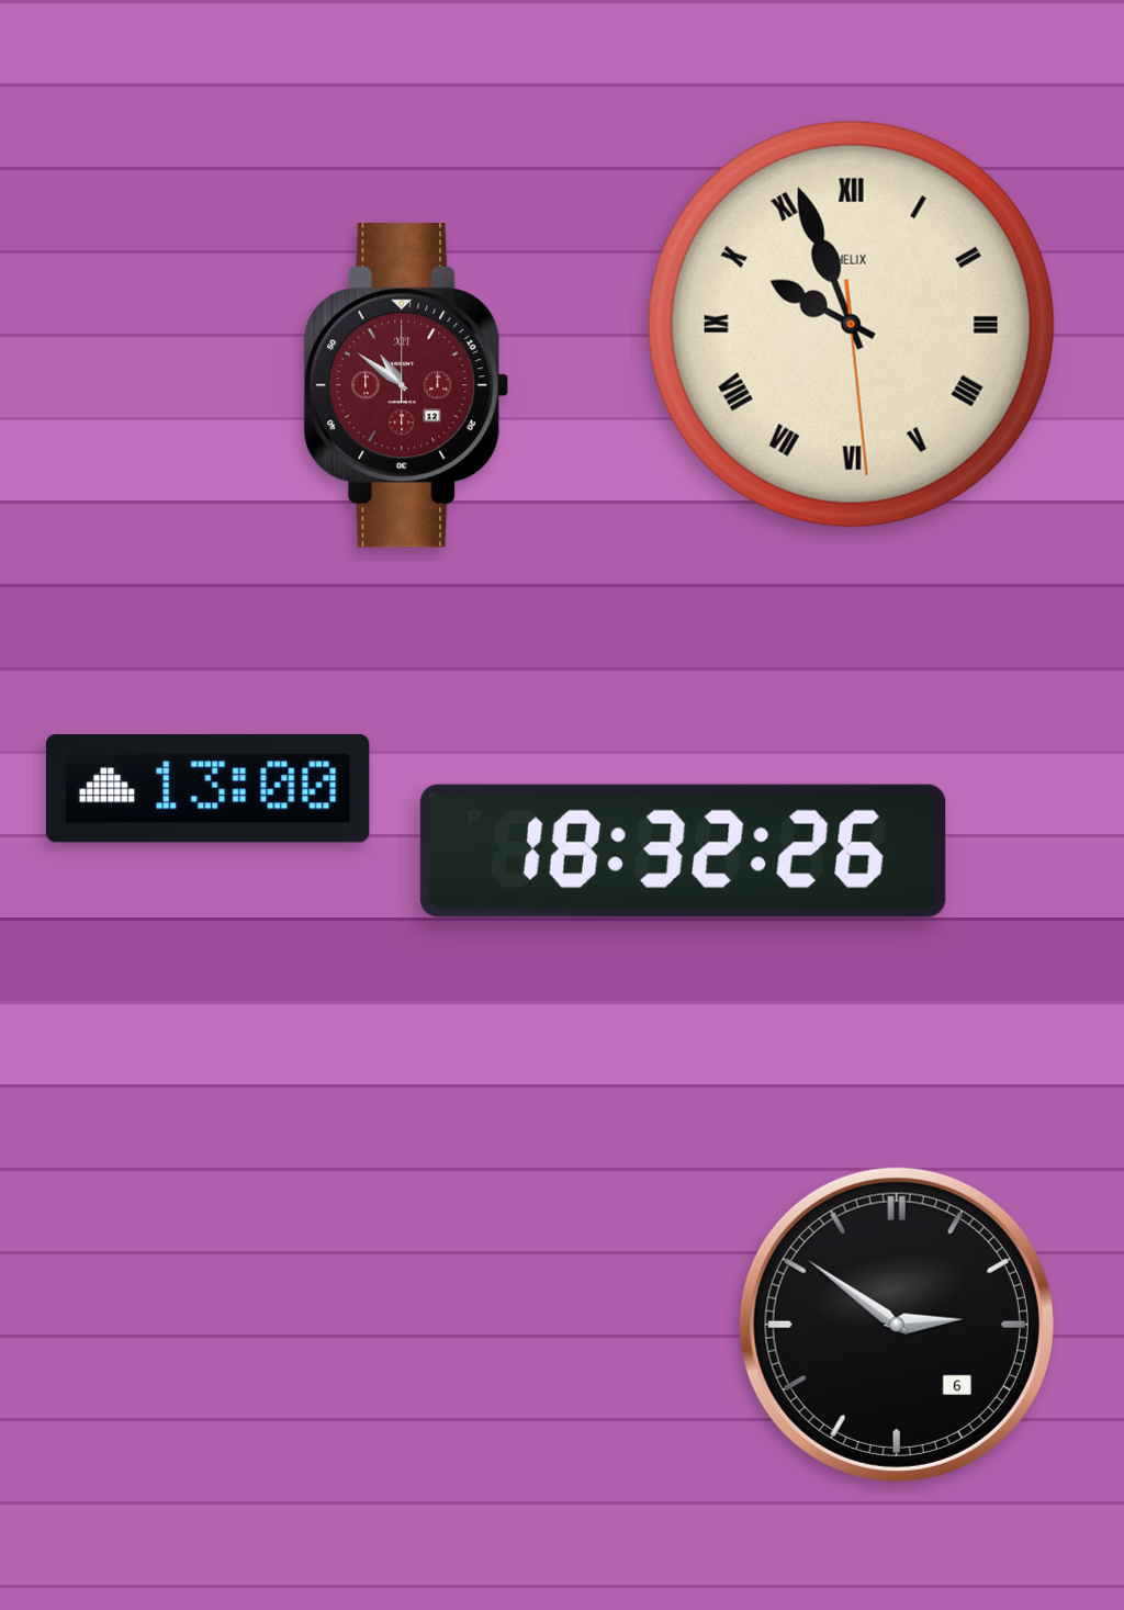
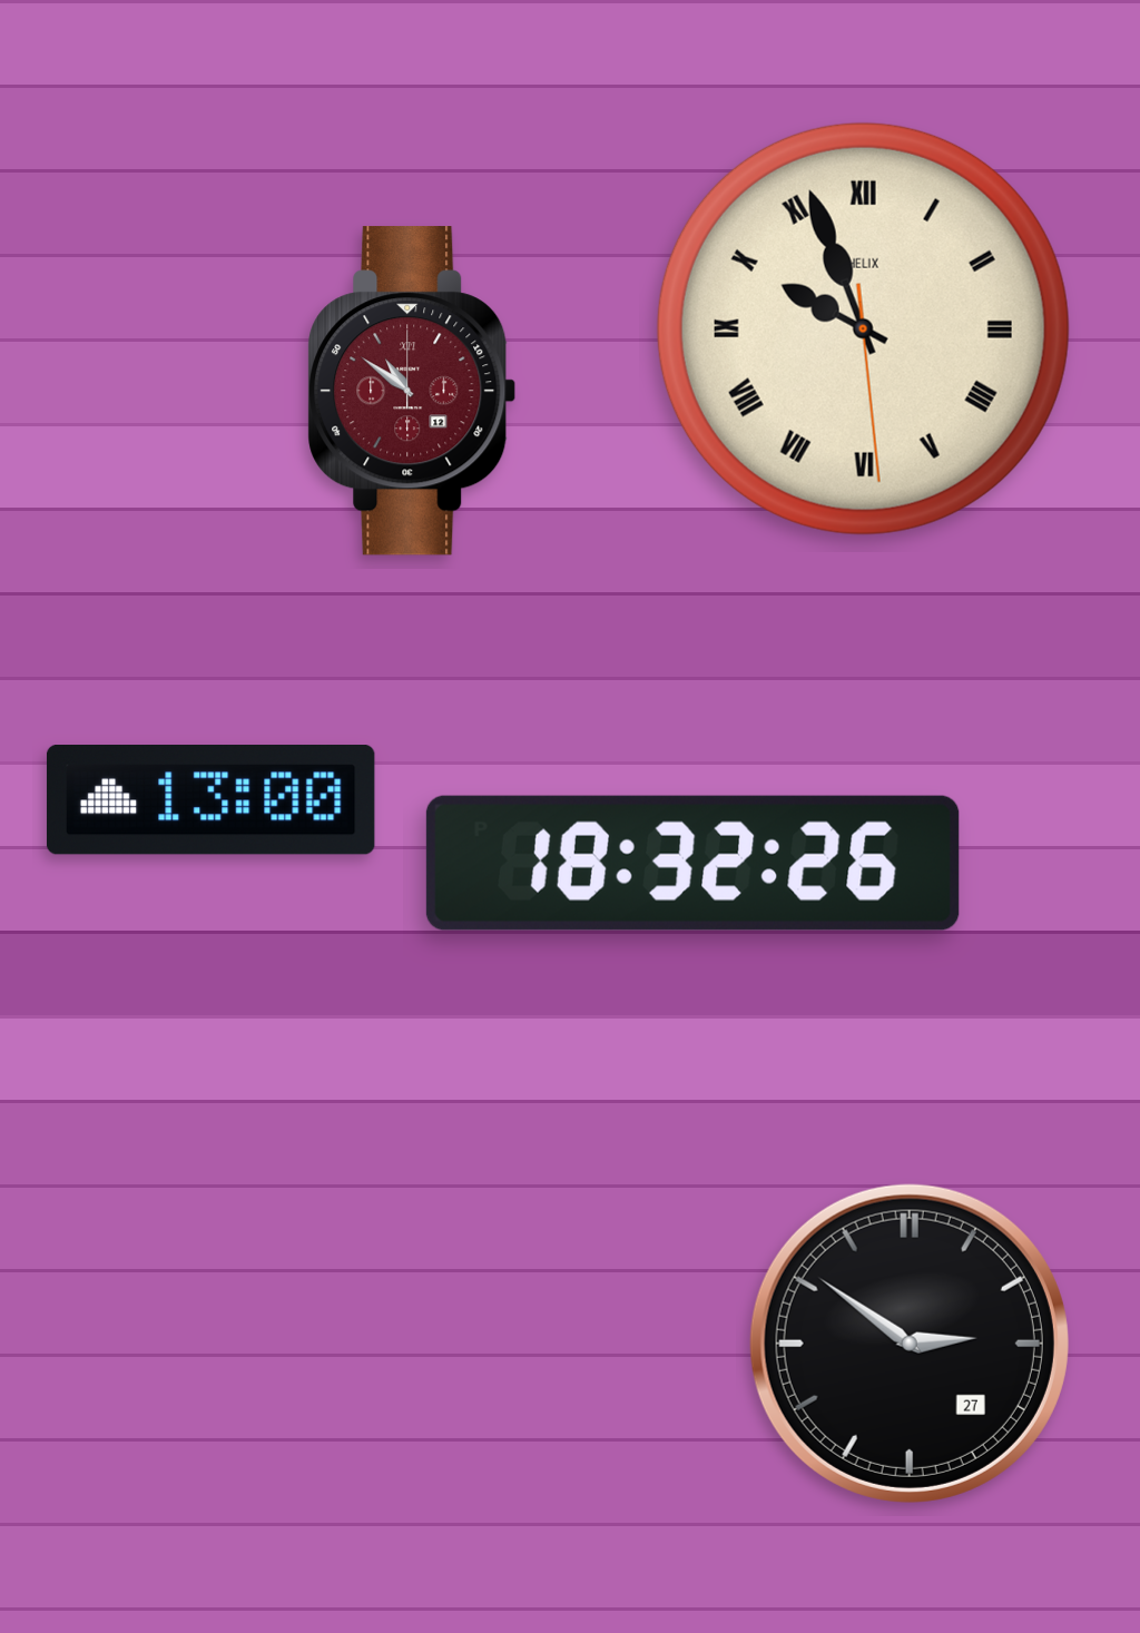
clock at (897, 1325) date: 6 -> 27
